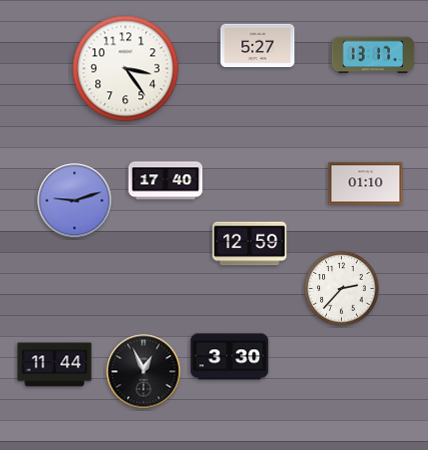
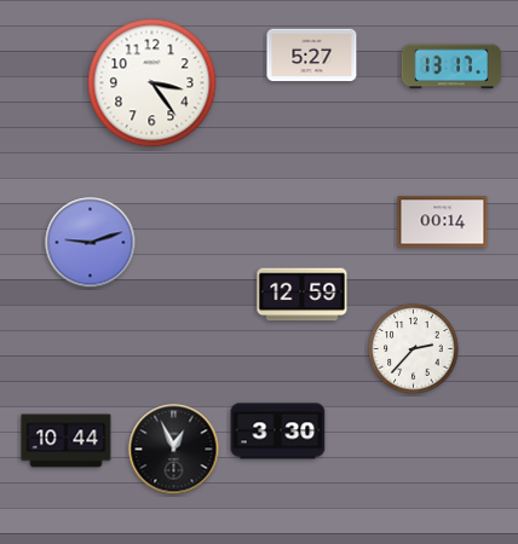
clock at (166, 181): 17:40 -> none
clock at (366, 184): 01:10 -> 00:14
clock at (55, 365): 11:44 -> 10:44
